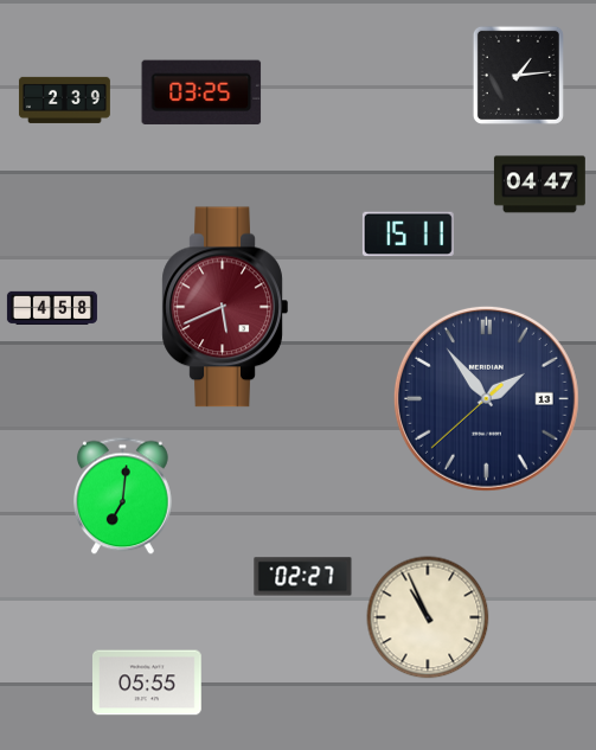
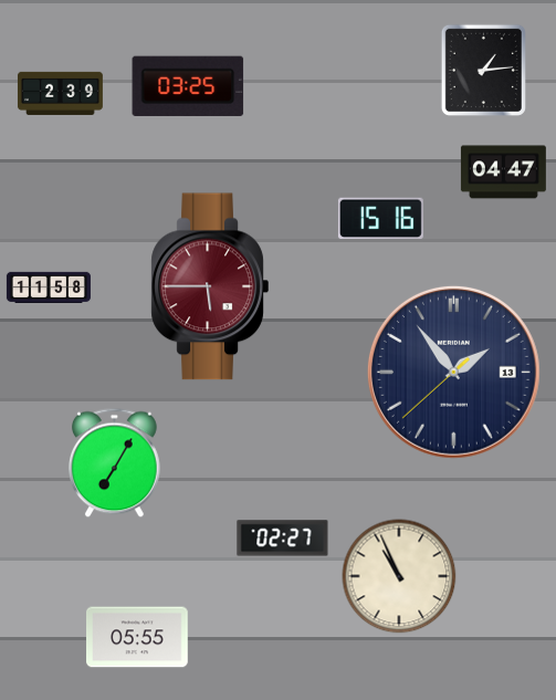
clock at (408, 235): 15:11 -> 15:16
clock at (52, 307): 4:58 -> 11:58
clock at (225, 307): 5:41 -> 5:45
clock at (123, 496): 7:01 -> 7:05
